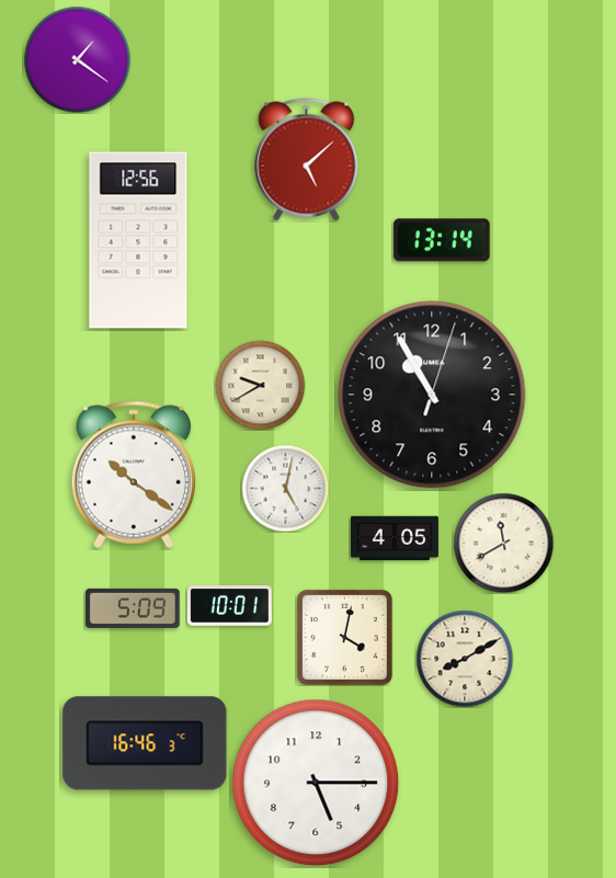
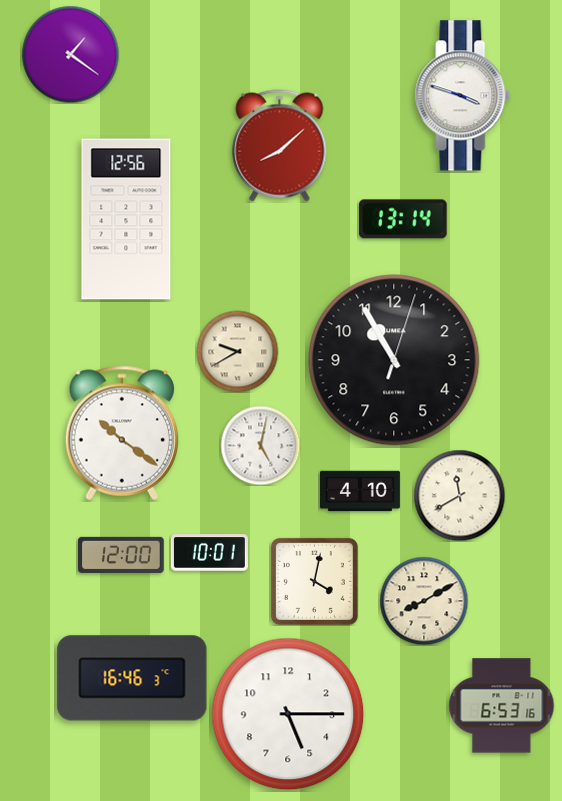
clock at (463, 96): none -> 3:48
clock at (307, 160): 5:08 -> 8:08
clock at (395, 538): 4:05 -> 4:10
clock at (133, 608): 5:09 -> 12:00
clock at (502, 706): none -> 6:53
